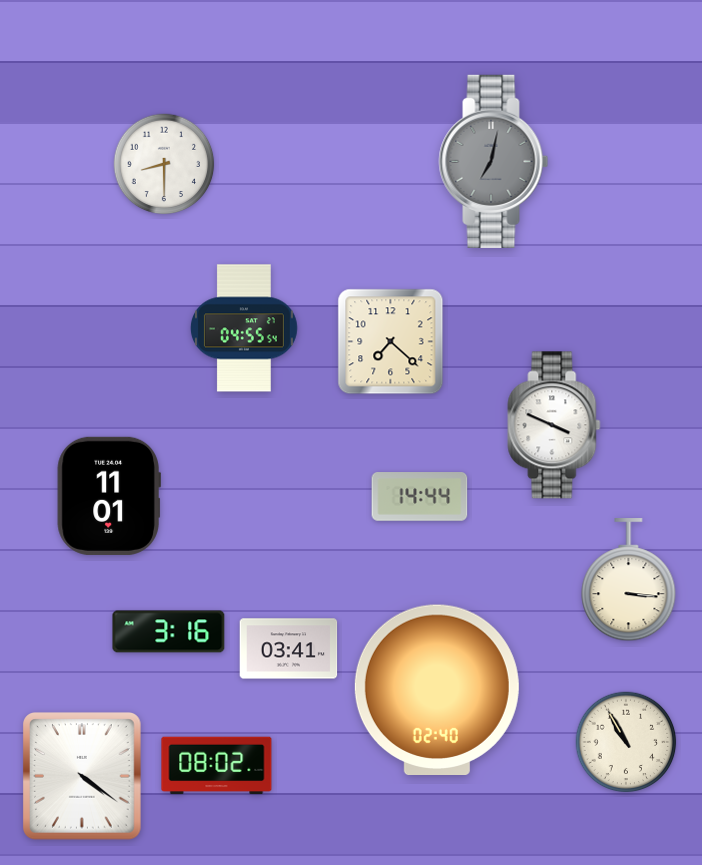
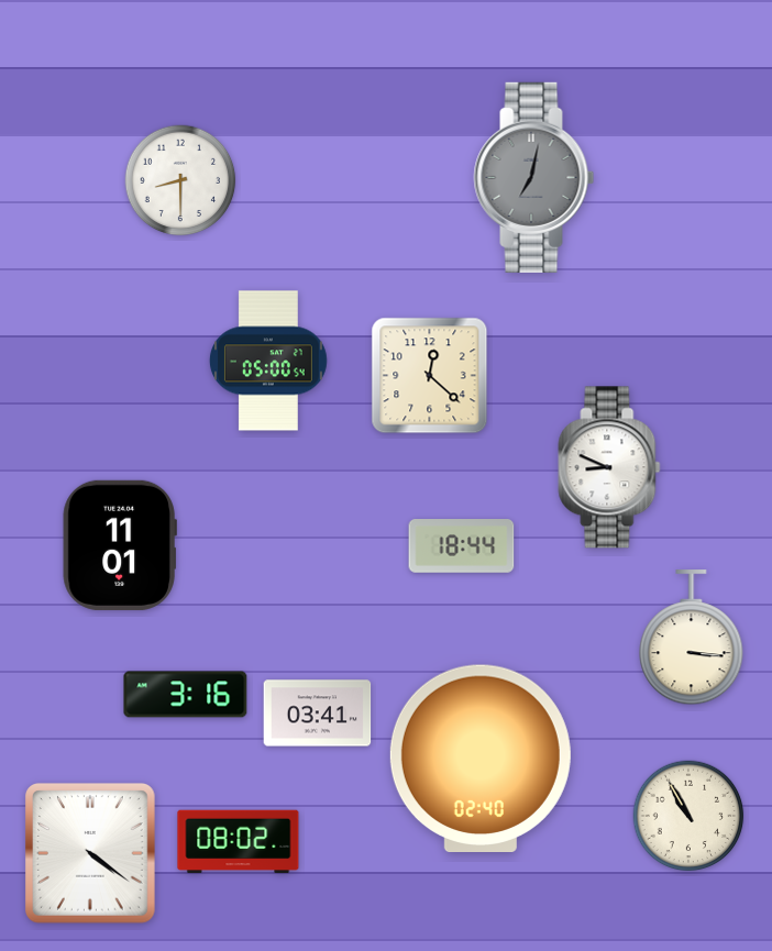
clock at (494, 161) position: (494, 161) -> (534, 177)
clock at (244, 328): 04:55 -> 05:00
clock at (391, 342): 7:22 -> 12:22
clock at (554, 425): 3:49 -> 8:49
clock at (420, 497): 14:44 -> 18:44
